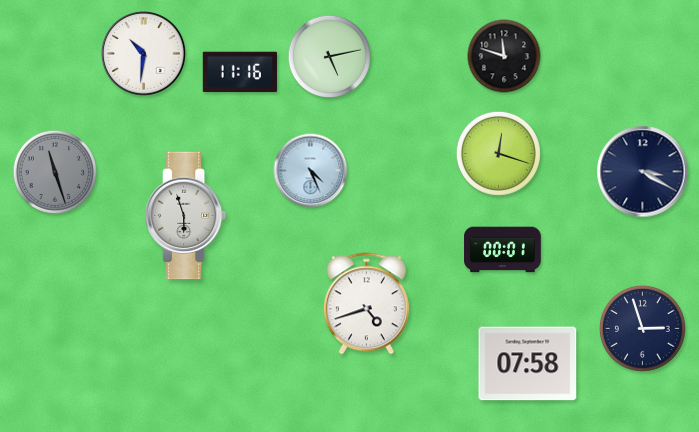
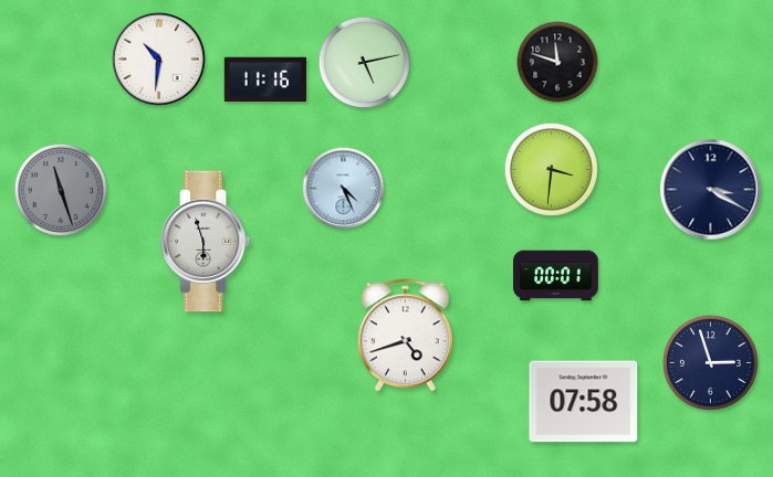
clock at (498, 153): 12:18 -> 3:31
clock at (187, 216) position: (187, 216) -> (207, 242)
